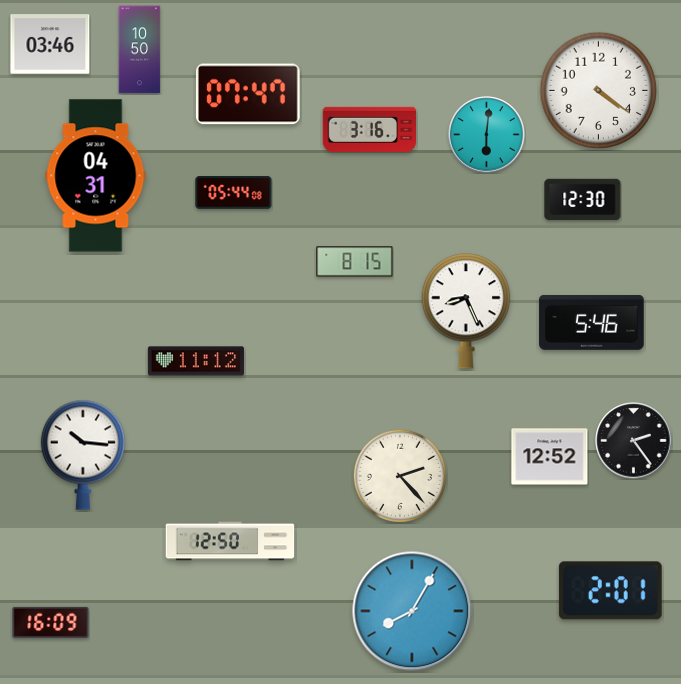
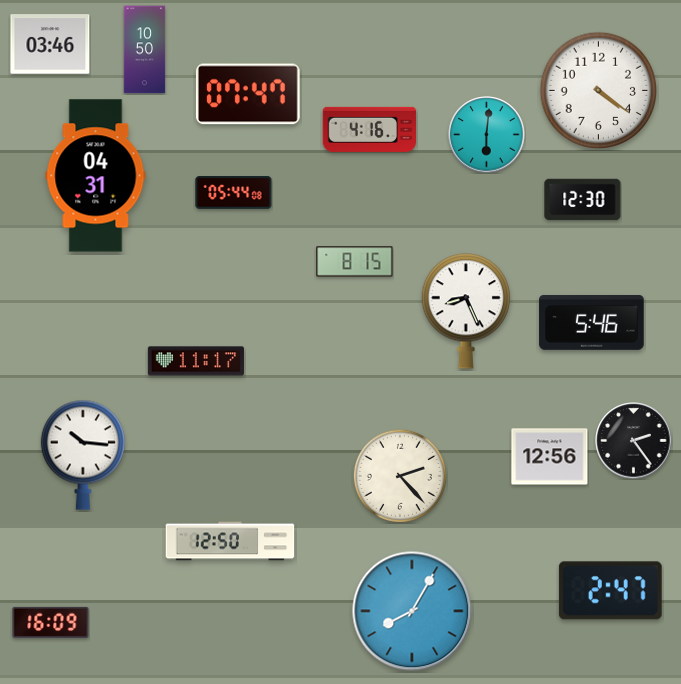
clock at (140, 50) position: (140, 50) -> (145, 50)
clock at (370, 129): 3:16 -> 4:16
clock at (196, 361): 11:12 -> 11:17
clock at (550, 457): 12:52 -> 12:56
clock at (610, 591): 2:01 -> 2:47
